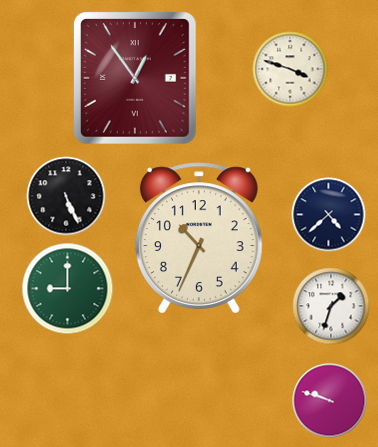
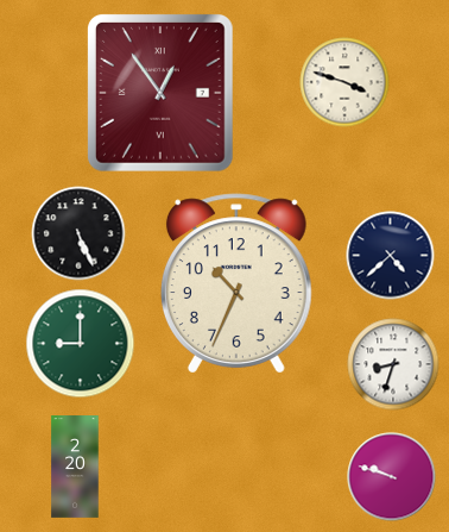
clock at (331, 306): 1:33 -> 8:33
clock at (75, 467): none -> 2:20
